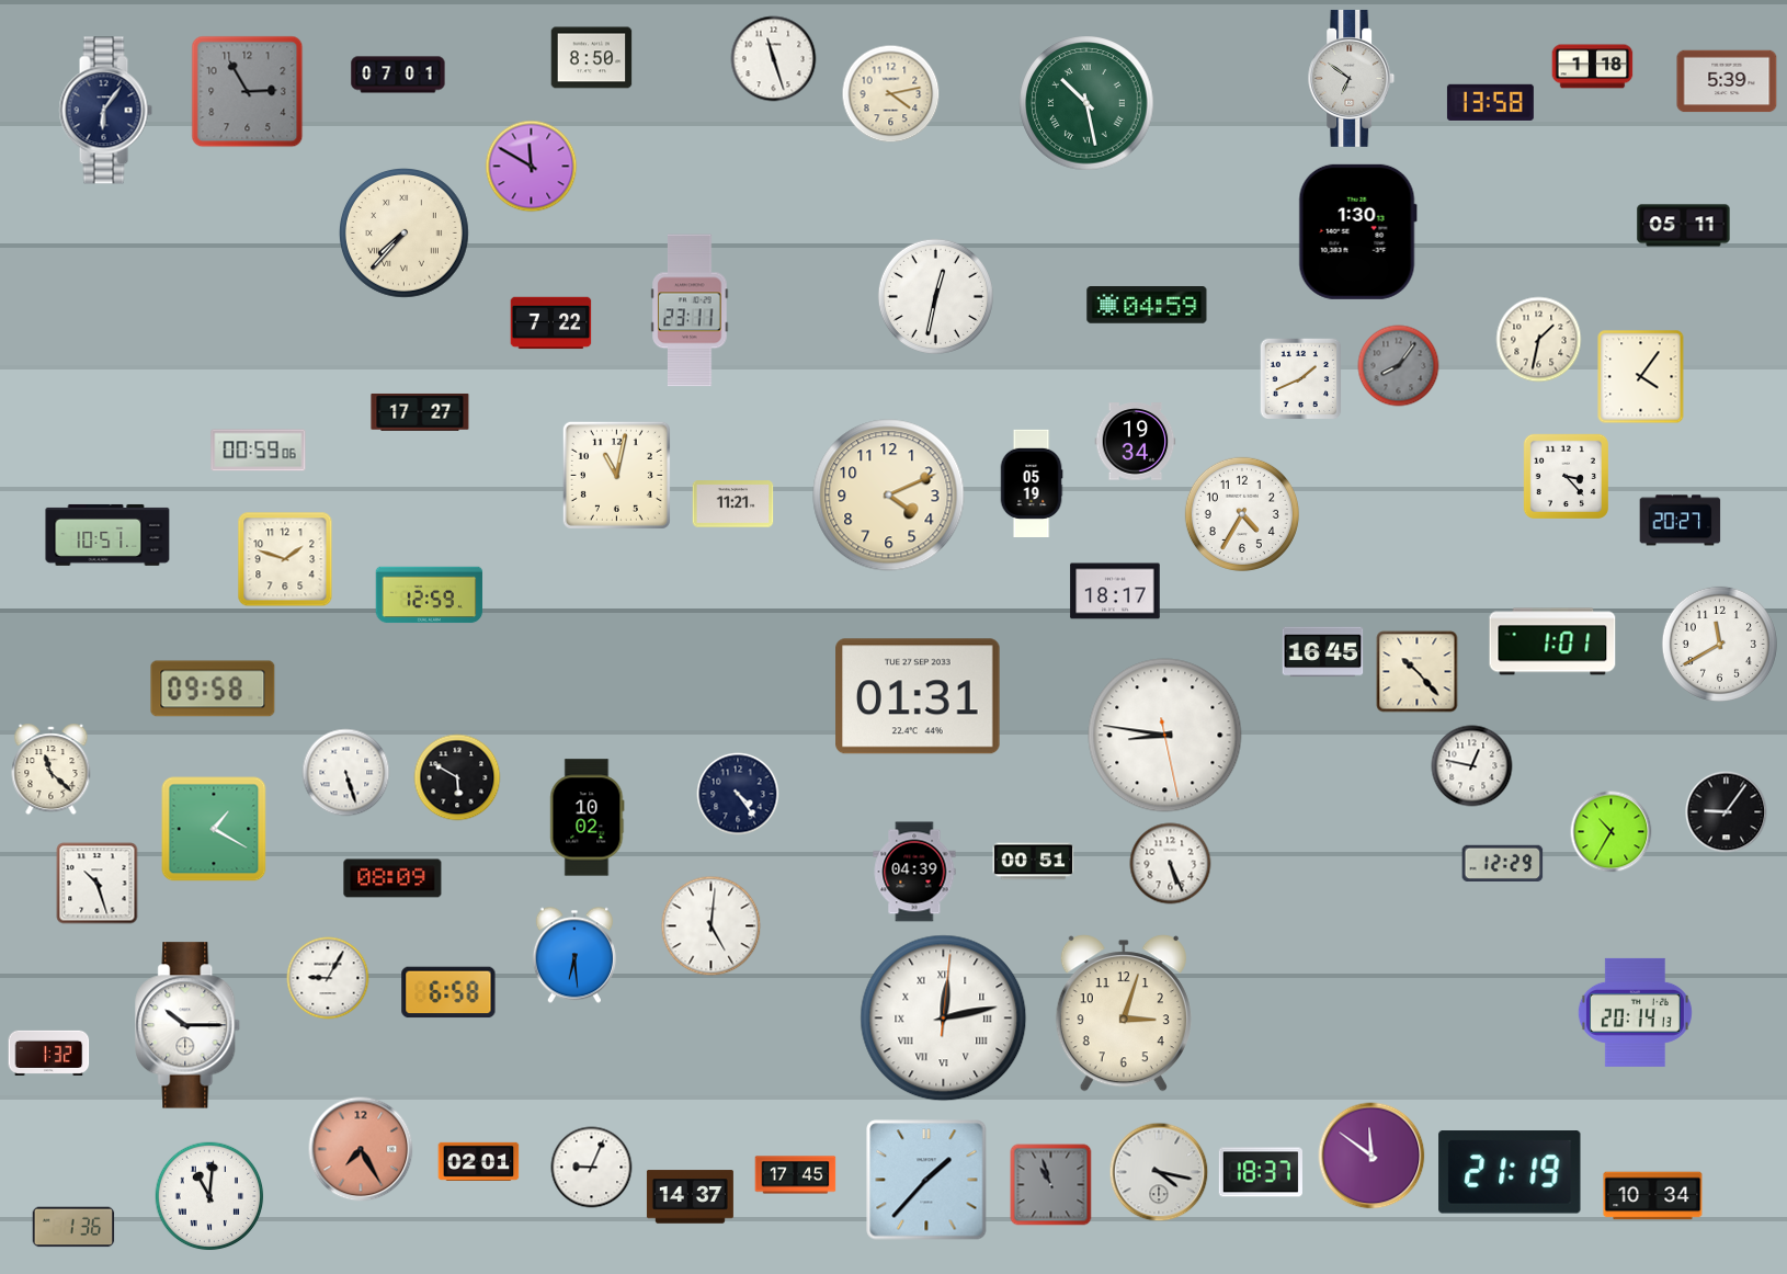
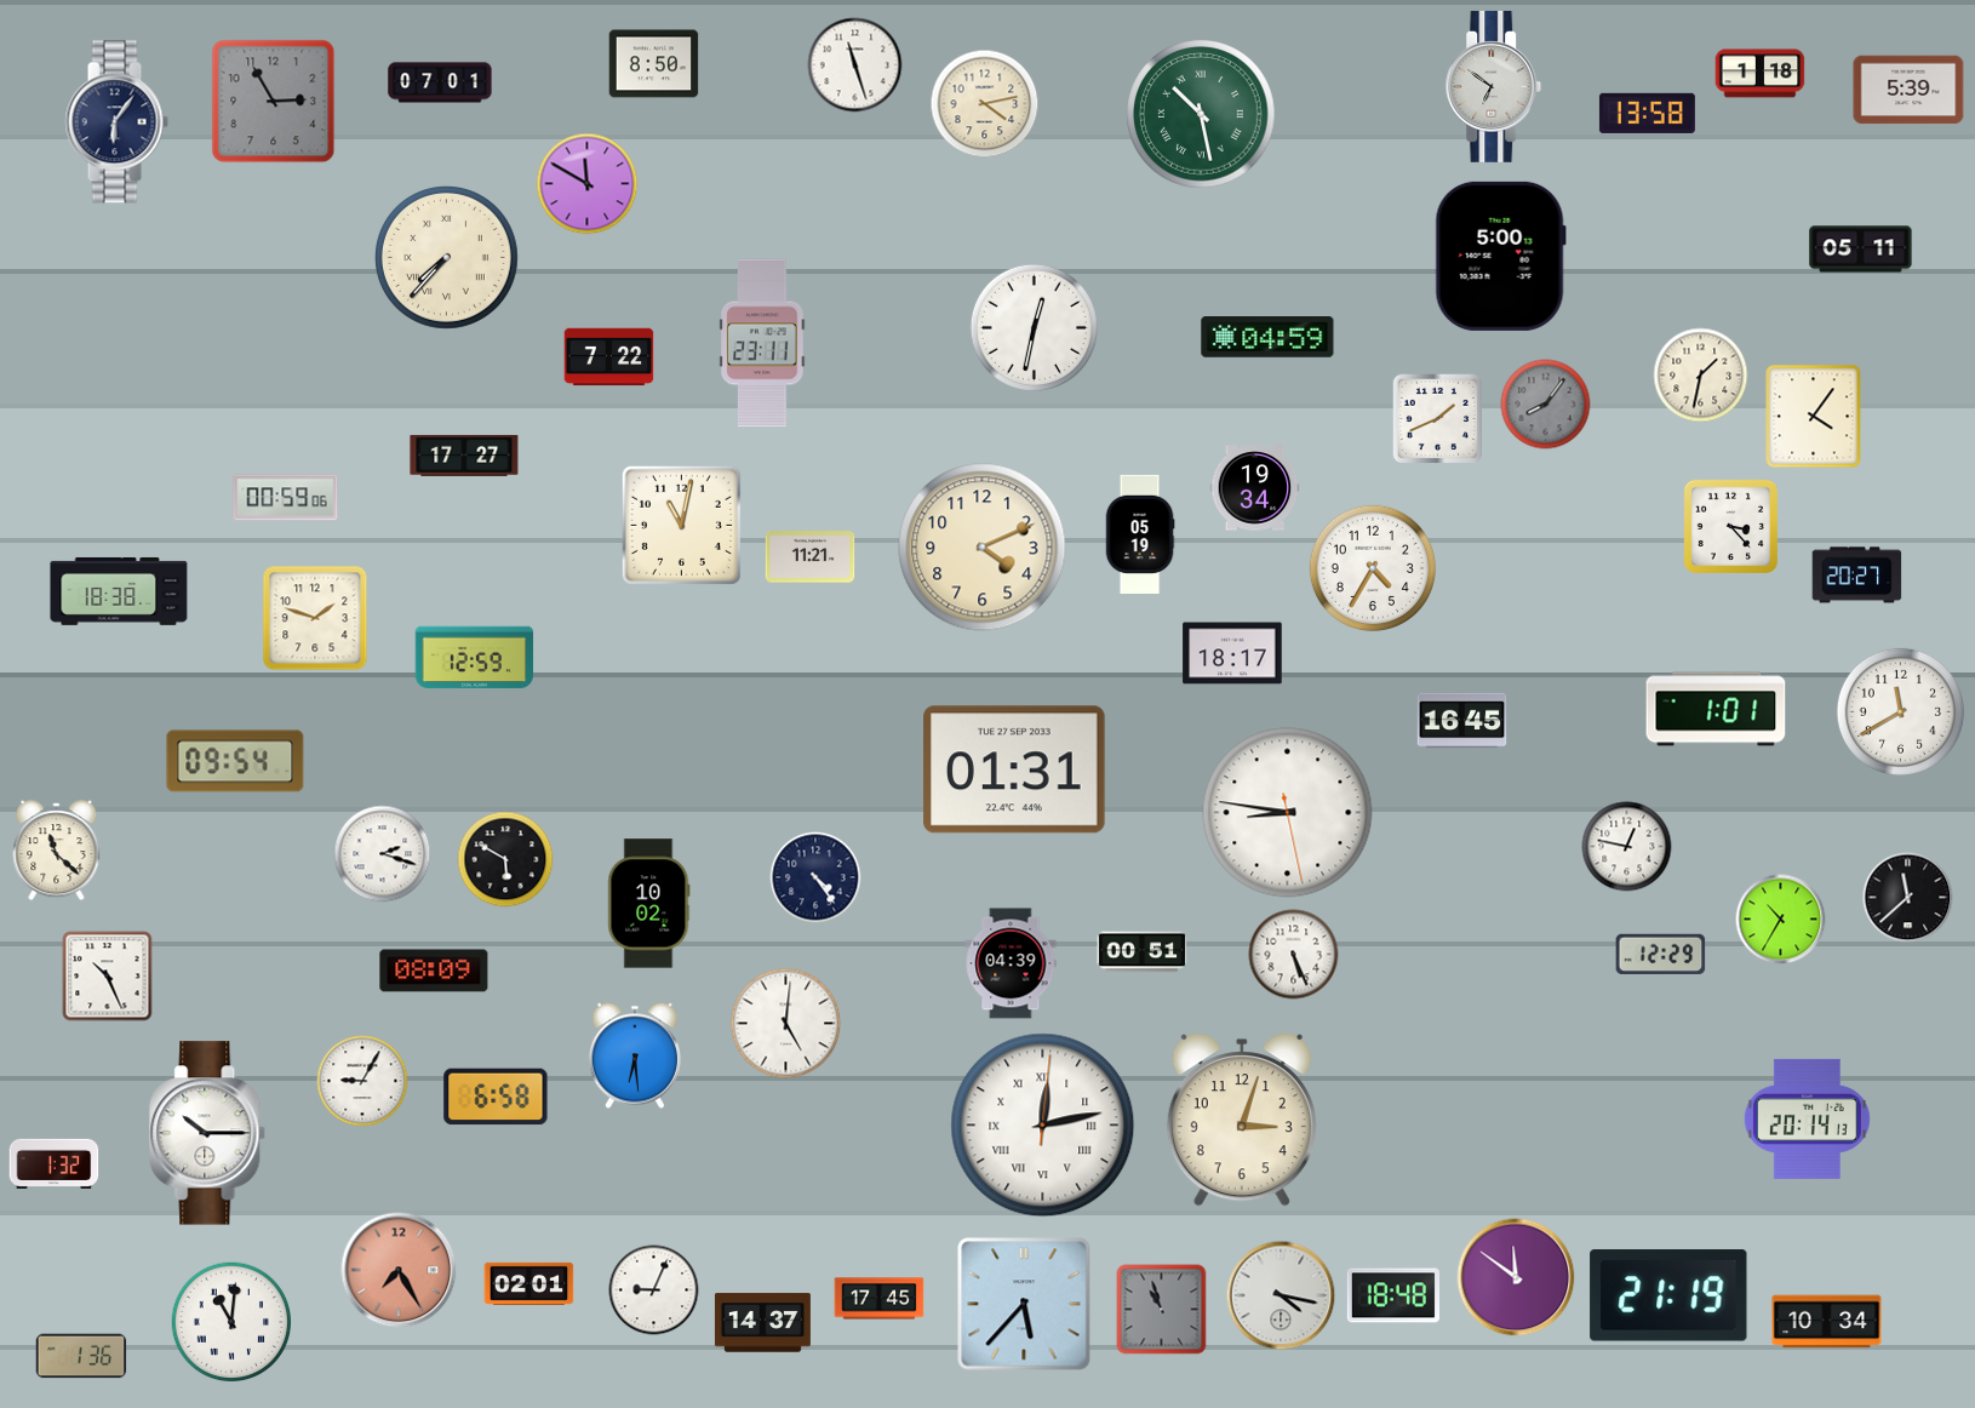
clock at (1357, 231): 1:30 -> 5:00
clock at (107, 535): 10:51 -> 18:38
clock at (1418, 672): 10:23 -> none
clock at (213, 689): 09:58 -> 09:54
clock at (346, 773): 5:27 -> 2:18
clock at (1727, 812): 9:06 -> 11:38
clock at (214, 829): 1:20 -> none
clock at (98, 884): 10:27 -> 10:26
clock at (1261, 1172): 18:37 -> 18:48
clock at (926, 1180): 1:37 -> 5:37
